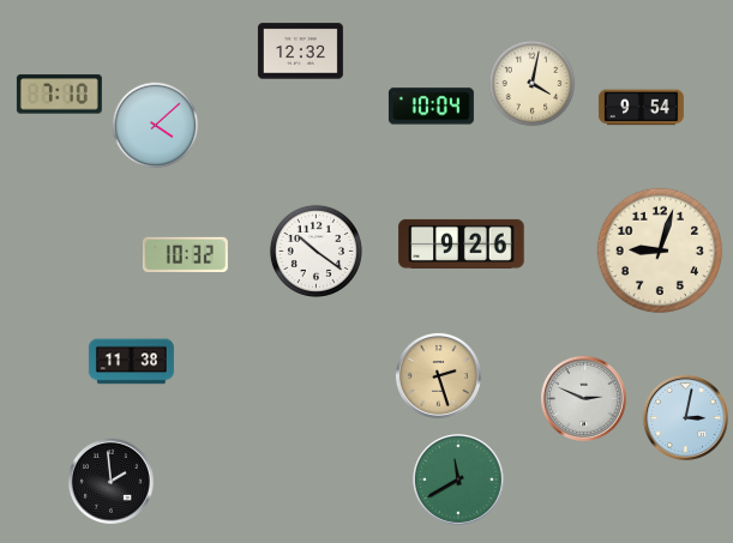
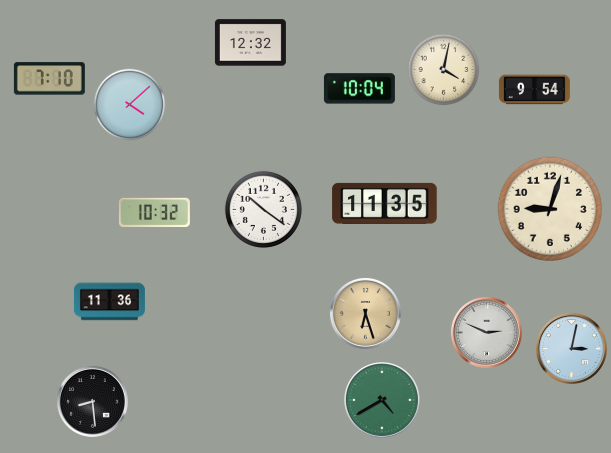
clock at (462, 243): 9:26 -> 11:35
clock at (131, 362): 11:38 -> 11:36
clock at (438, 375): 2:27 -> 6:27
clock at (458, 479): 11:40 -> 4:40
clock at (110, 481): 1:59 -> 8:29
